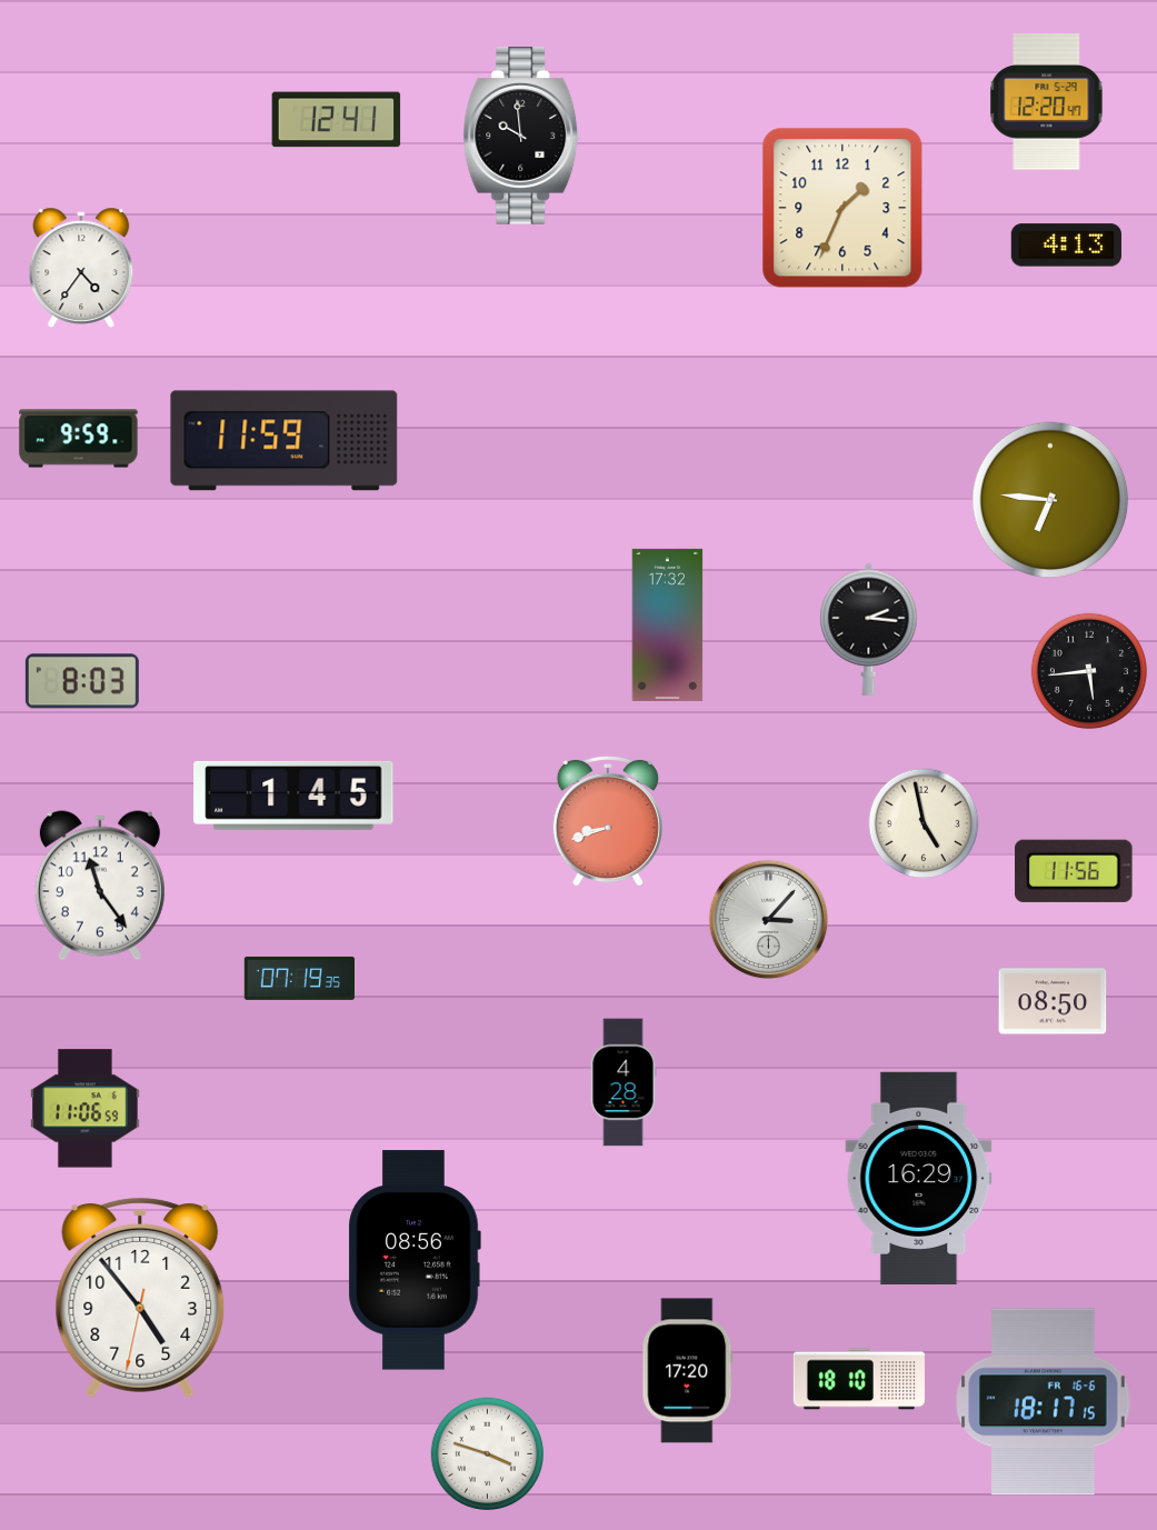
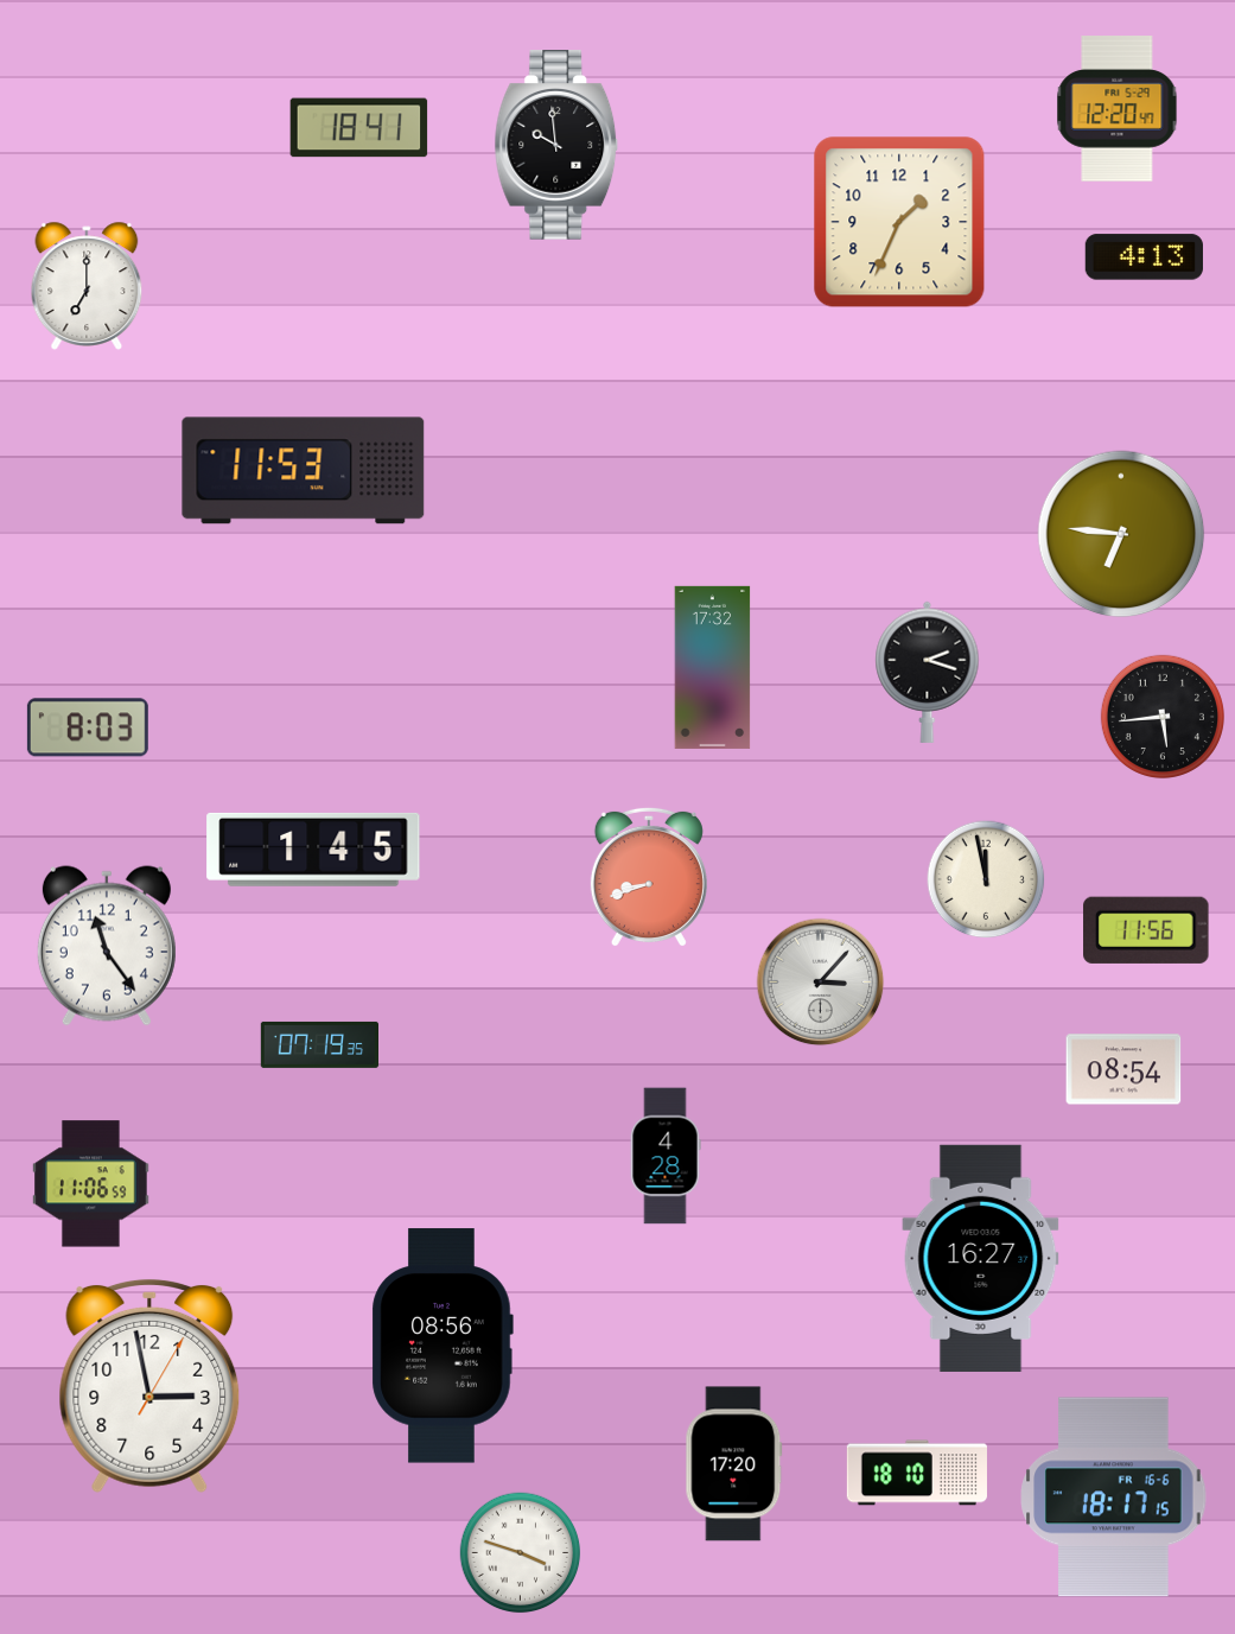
clock at (337, 120): 12:41 -> 18:41
clock at (1066, 246) position: (1066, 246) -> (1144, 258)
clock at (81, 268): 4:36 -> 7:00
clock at (79, 439): 9:59 -> none
clock at (285, 441): 11:59 -> 11:53
clock at (869, 629): 2:16 -> 2:18
clock at (924, 823): 4:58 -> 11:58
clock at (1053, 1001): 08:50 -> 08:54
clock at (919, 1178): 16:29 -> 16:27
clock at (140, 1298): 4:53 -> 2:58
